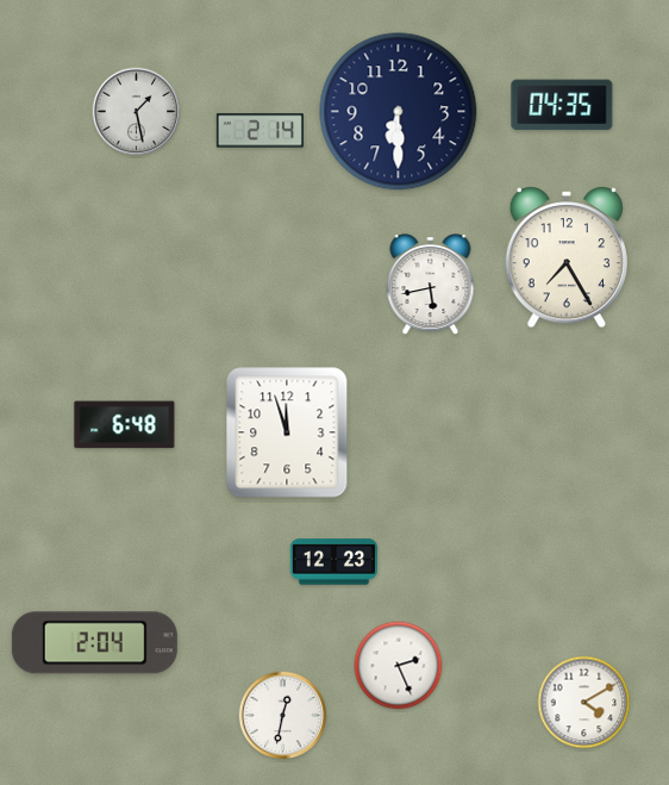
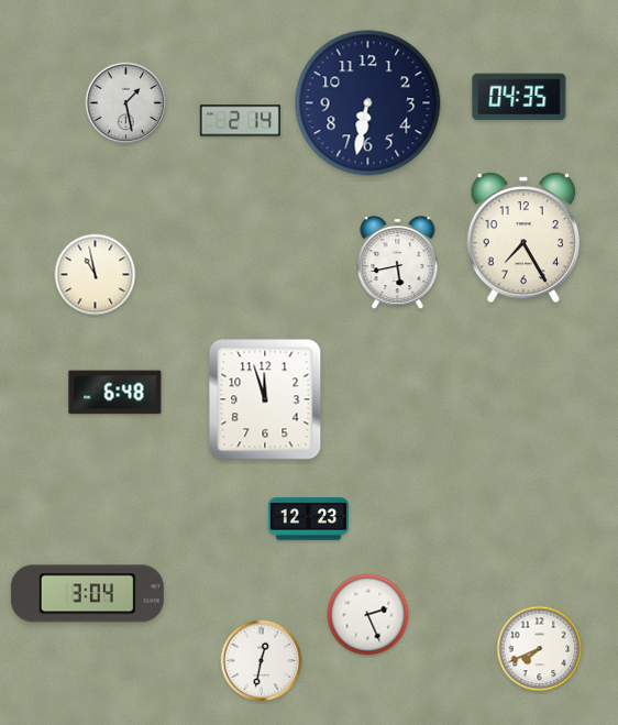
clock at (399, 112): 6:30 -> 6:32
clock at (96, 275): none -> 10:58
clock at (94, 643): 2:04 -> 3:04
clock at (584, 703): 4:10 -> 7:41
